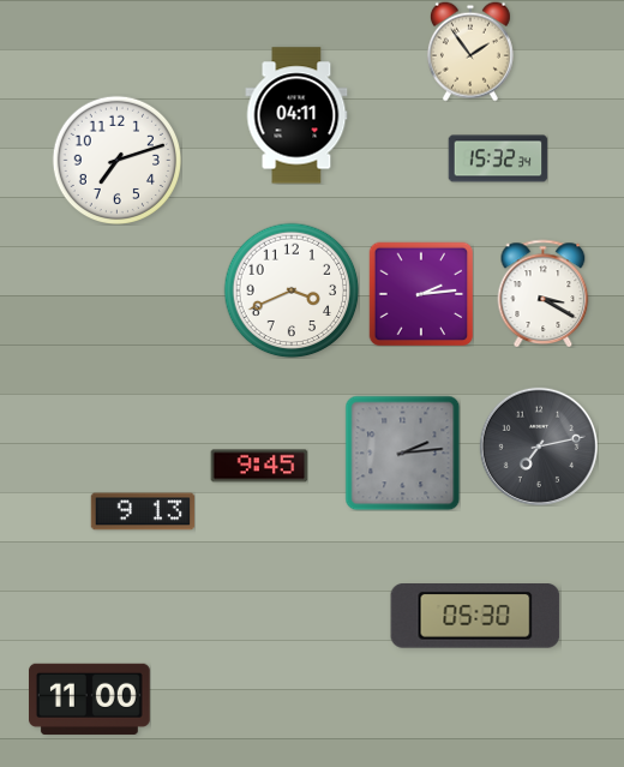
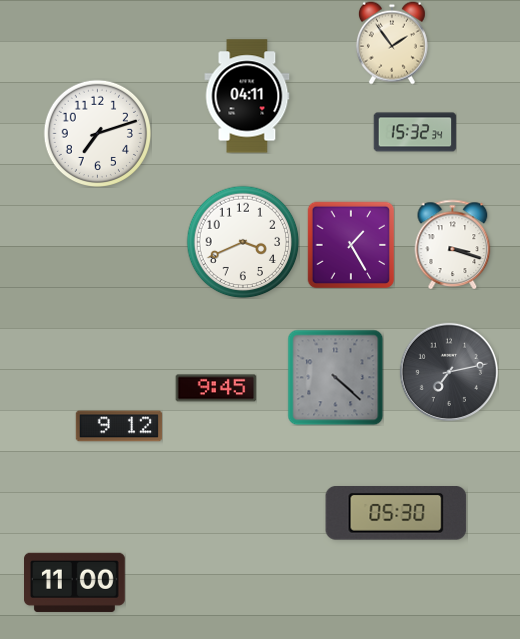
clock at (544, 293): 3:20 -> 3:18
clock at (421, 294): 2:14 -> 1:25
clock at (402, 453): 2:14 -> 4:22
clock at (143, 511): 9:13 -> 9:12
